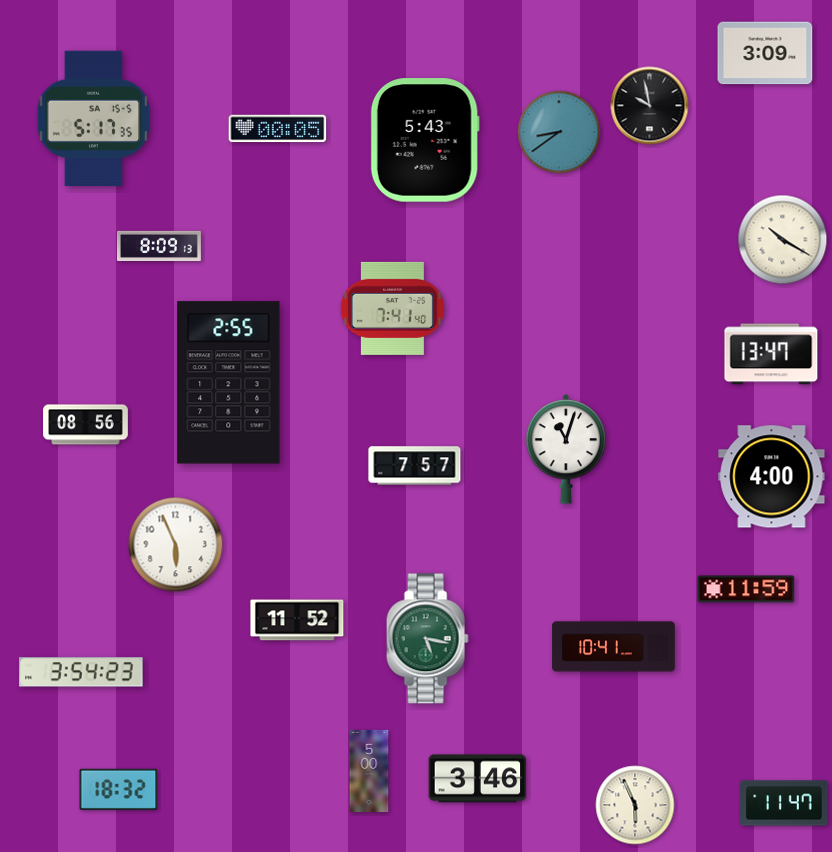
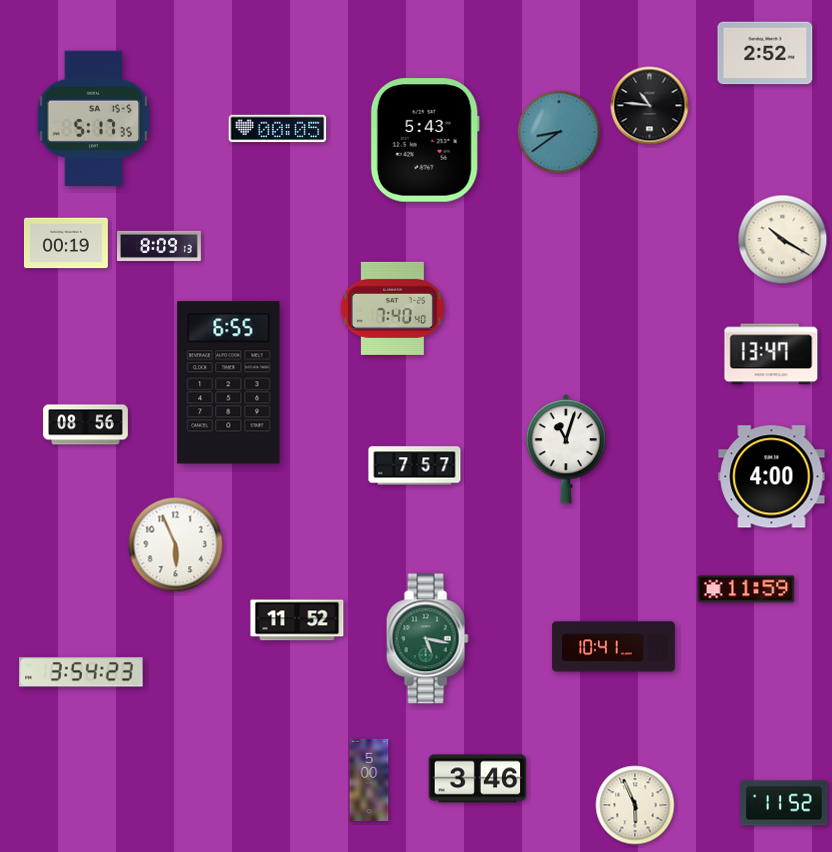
clock at (765, 53): 3:09 -> 2:52
clock at (650, 106): 9:58 -> 10:46
clock at (66, 243): none -> 00:19
clock at (392, 308): 7:41 -> 7:40
clock at (229, 383): 2:55 -> 6:55
clock at (369, 770) position: (369, 770) -> (369, 779)
clock at (119, 789): 18:32 -> none
clock at (784, 803): 11:47 -> 11:52
